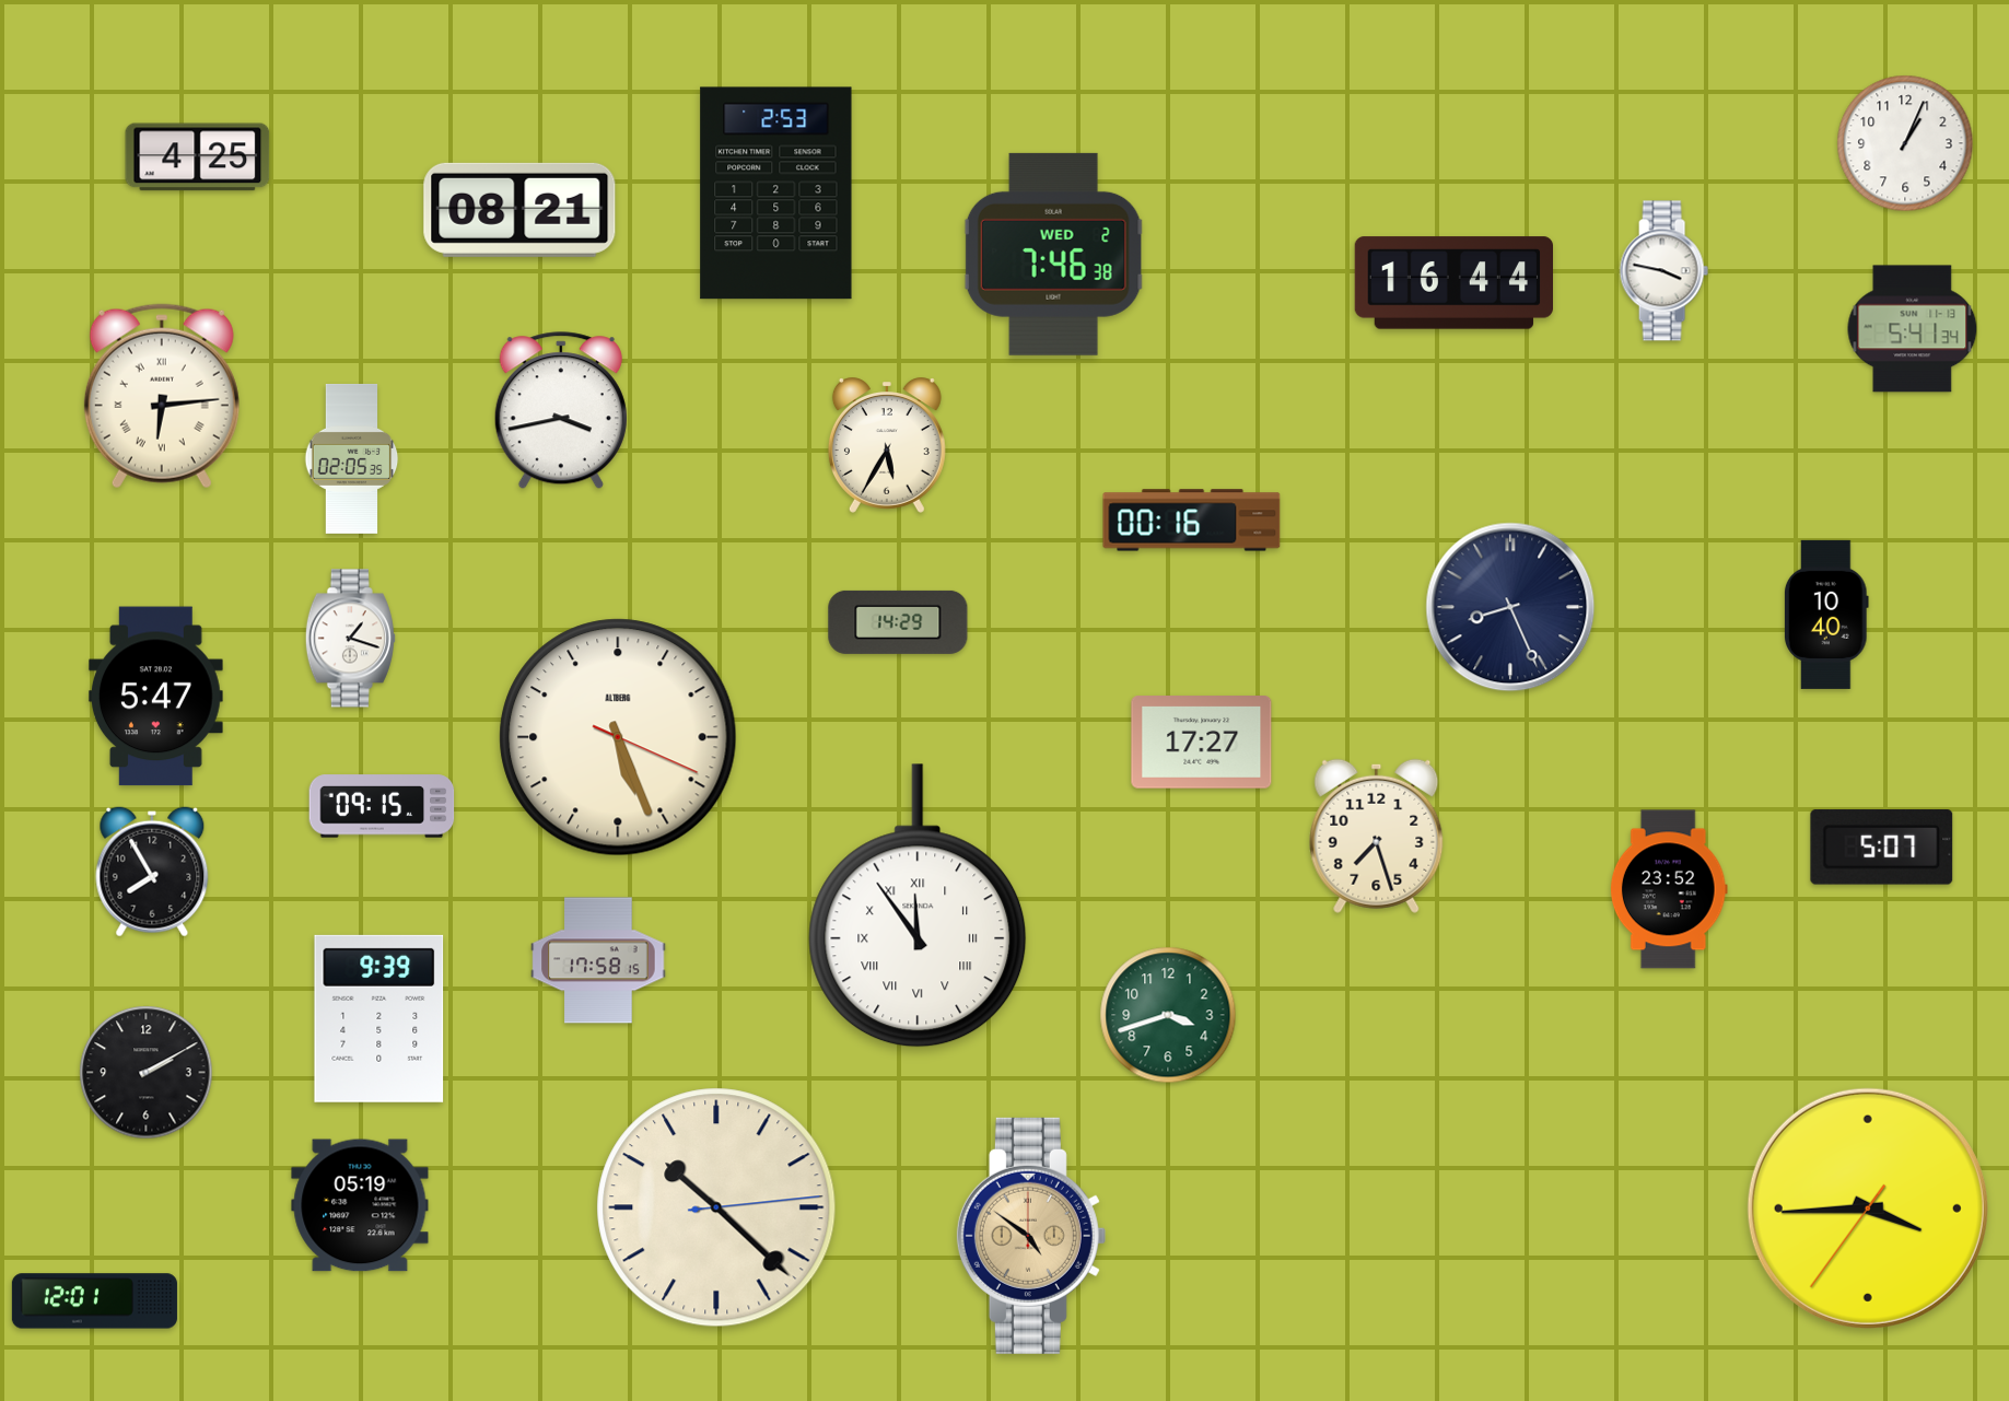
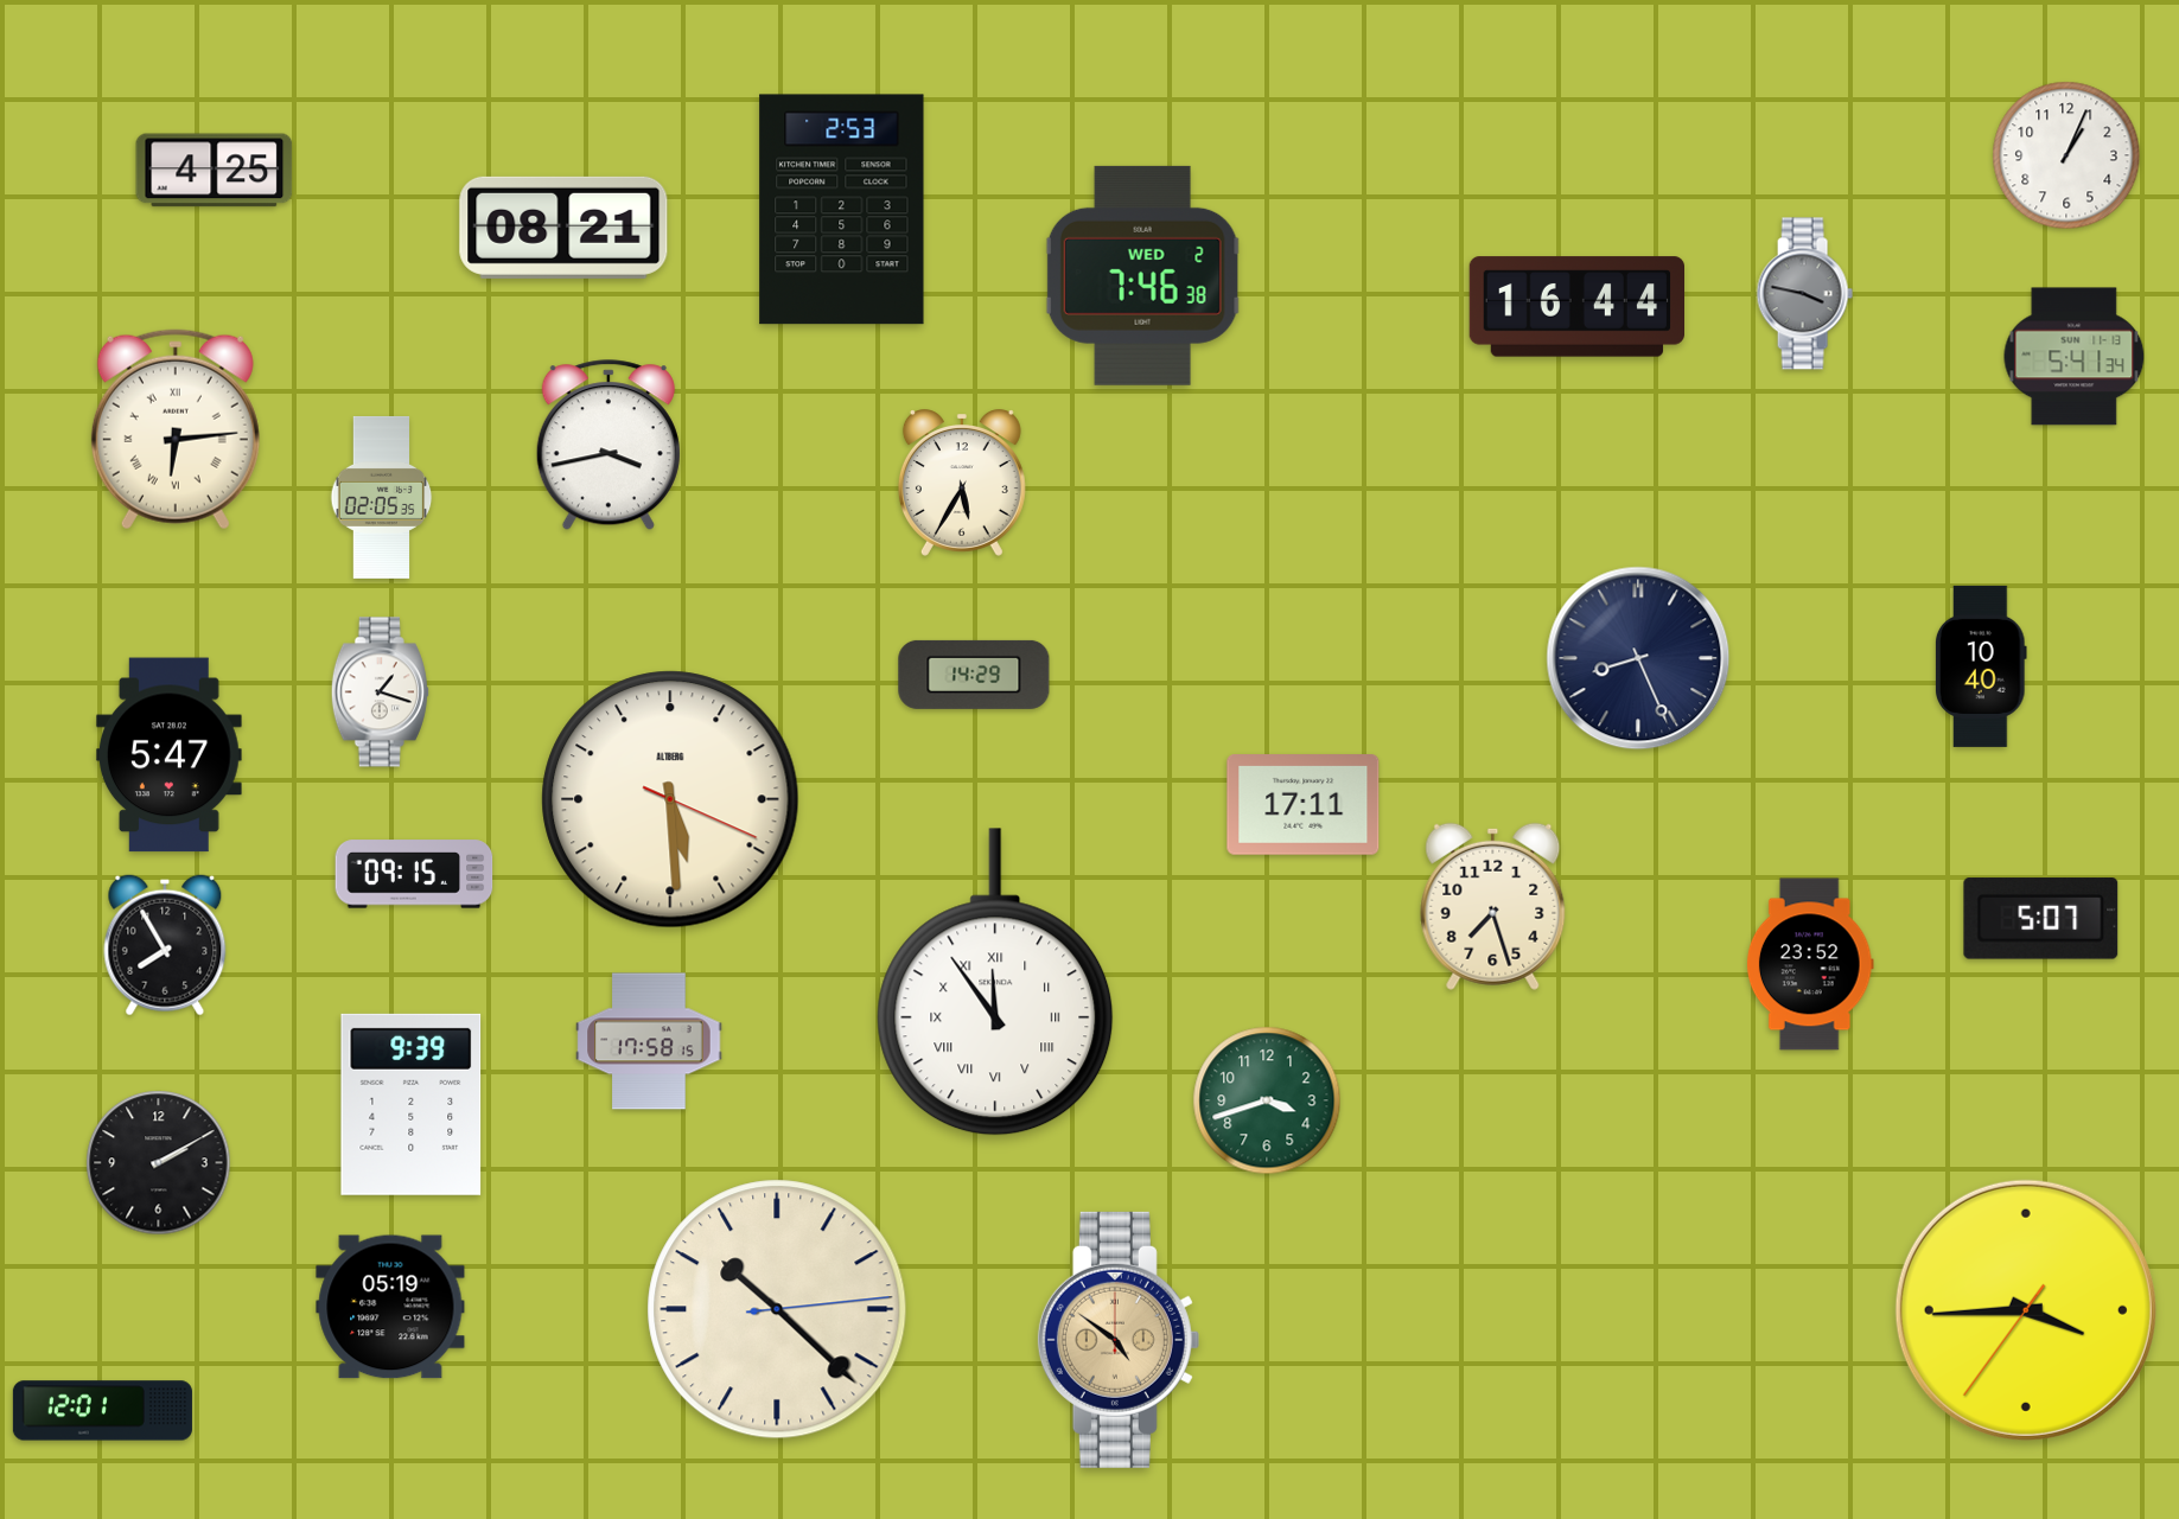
clock at (1663, 271) dial: white -> grey
clock at (1192, 521): 00:16 -> none
clock at (618, 737): 5:26 -> 5:29
clock at (1202, 743): 17:27 -> 17:11
